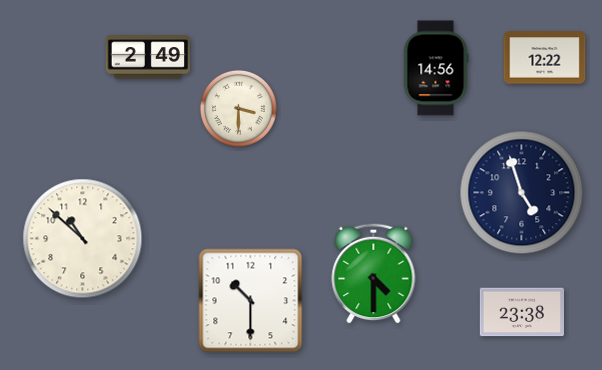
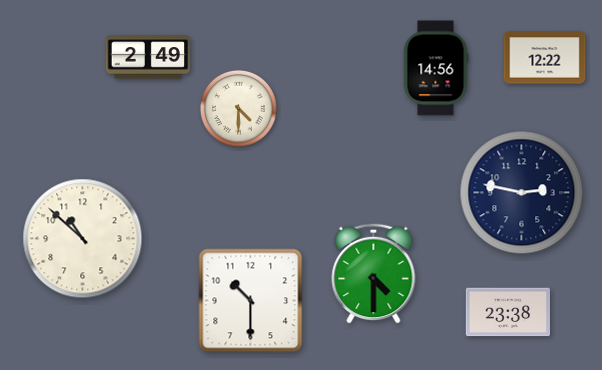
clock at (238, 108): 3:30 -> 4:30
clock at (522, 193): 4:57 -> 2:47
clock at (521, 312) position: (521, 312) -> (507, 312)
